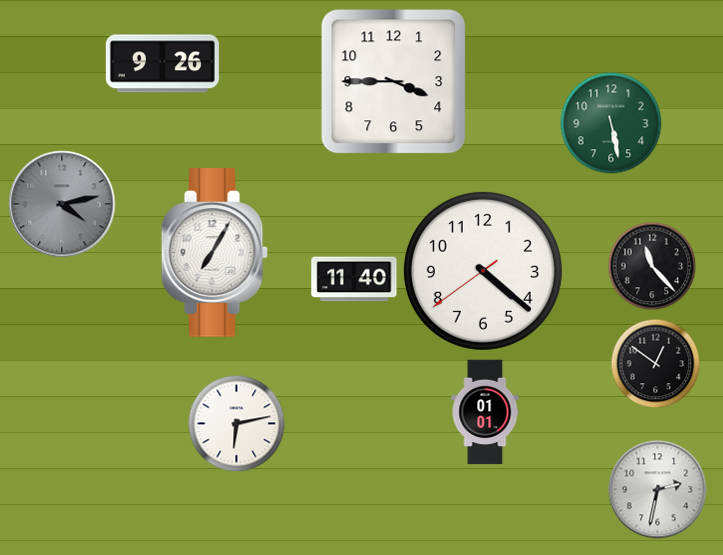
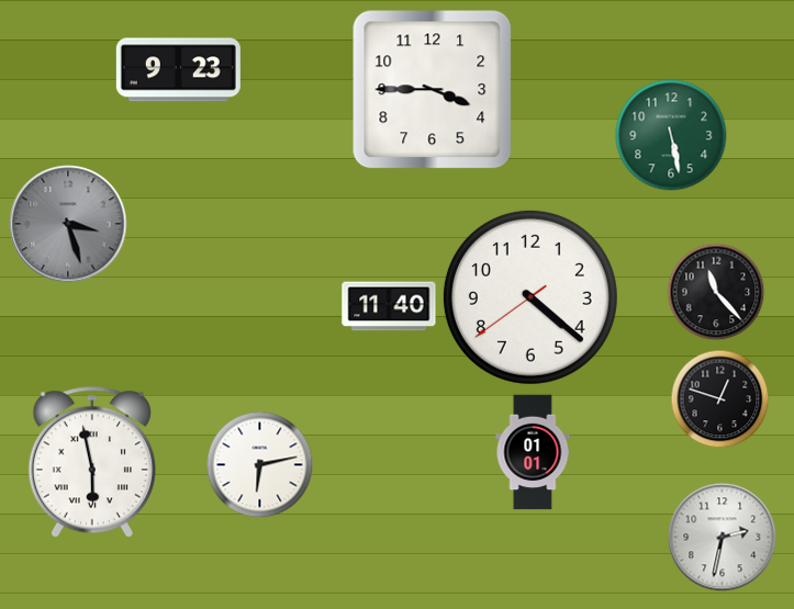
clock at (162, 64): 9:26 -> 9:23
clock at (62, 204): 4:13 -> 3:27
clock at (214, 253): 7:05 -> none
clock at (655, 363): 12:51 -> 12:48
clock at (92, 462): none -> 5:58
